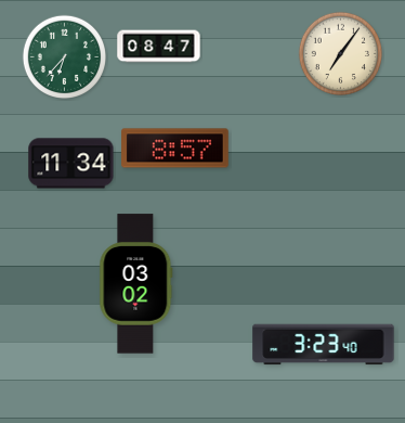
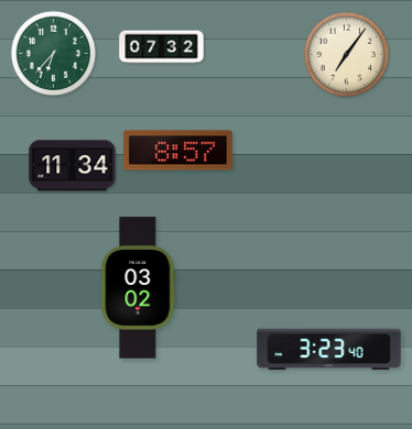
clock at (159, 47): 08:47 -> 07:32
clock at (64, 56) position: (64, 56) -> (53, 53)
